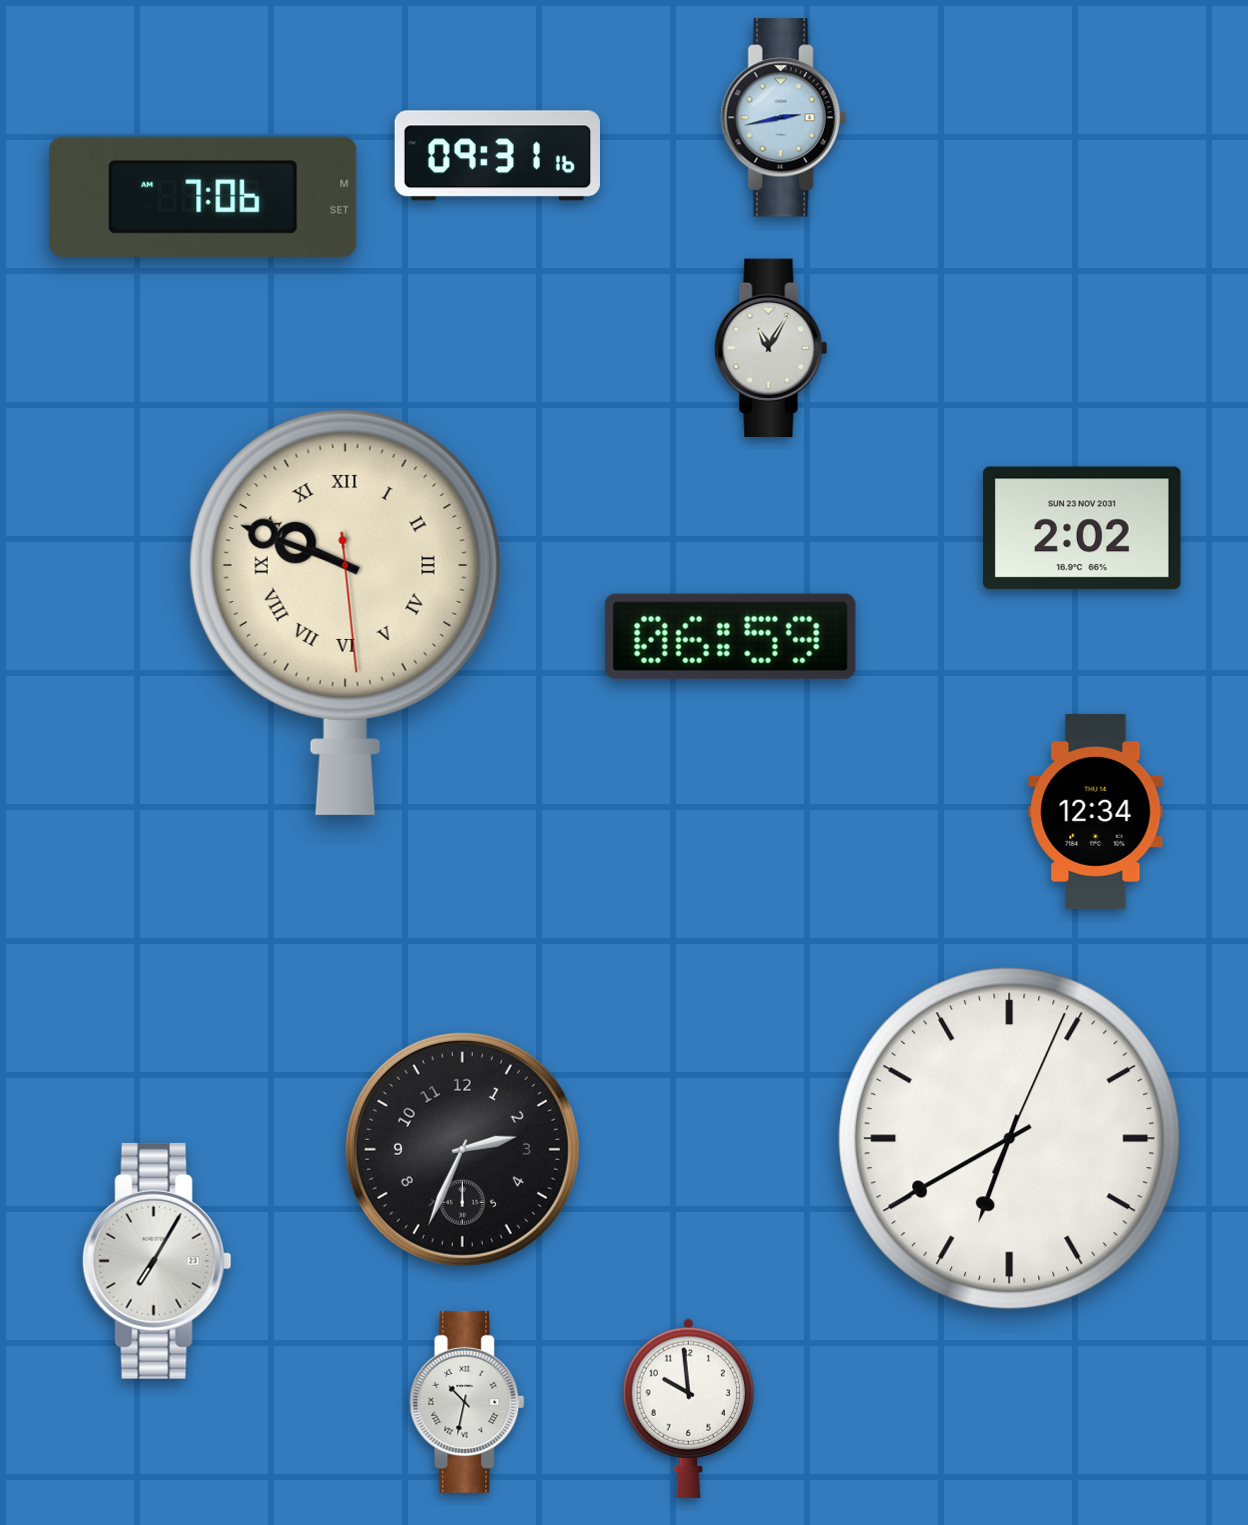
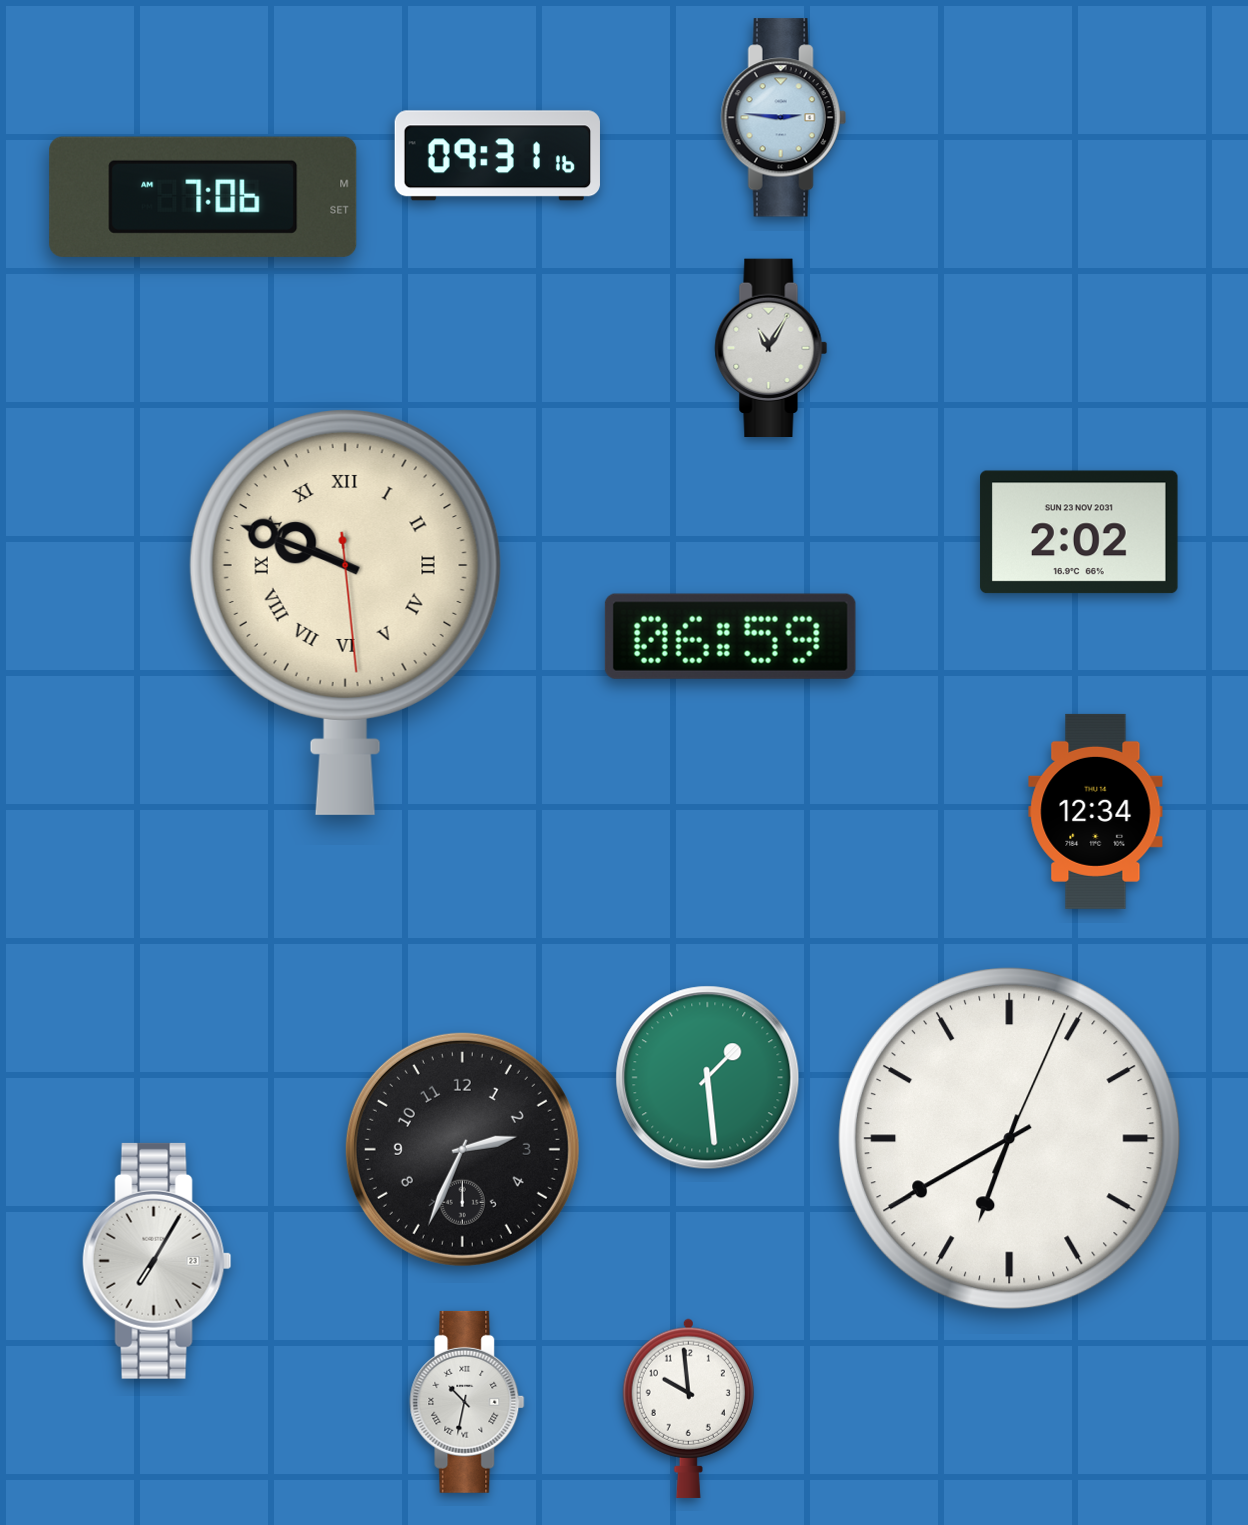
clock at (783, 118): 2:43 -> 2:46
clock at (1082, 528) position: (1082, 528) -> (1079, 532)
clock at (708, 1078): none -> 1:29
